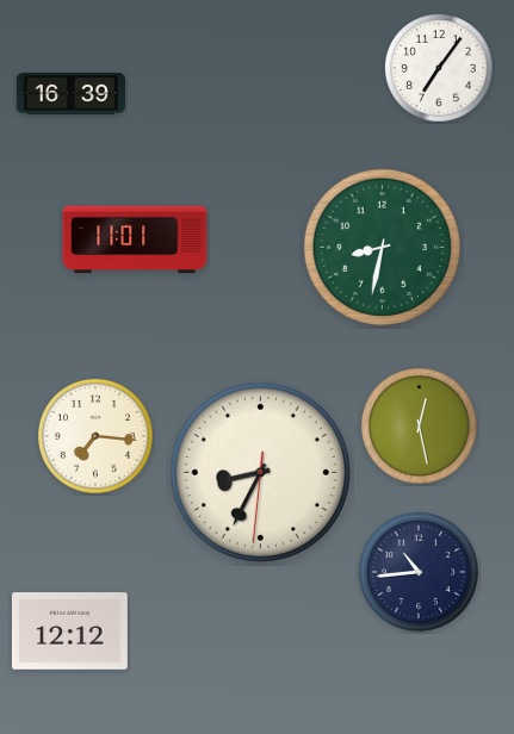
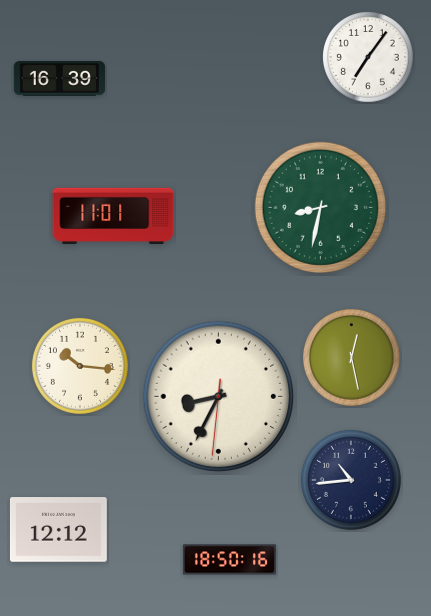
clock at (135, 240) position: (135, 240) -> (113, 216)
clock at (95, 436): 7:16 -> 10:16
clock at (229, 560): none -> 18:50
